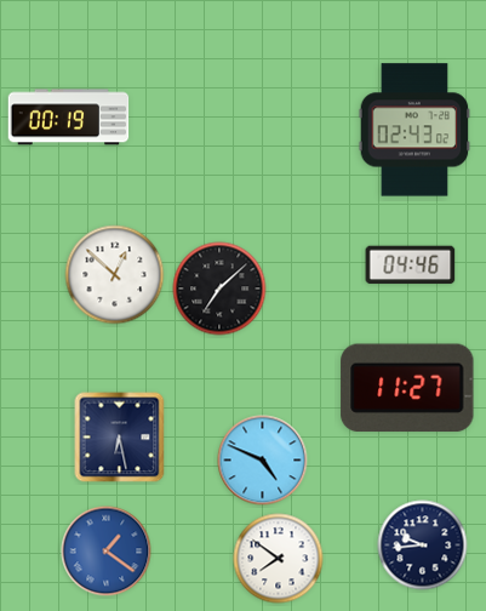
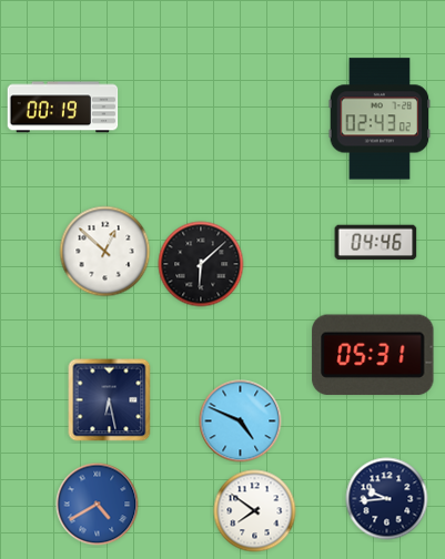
clock at (219, 289): 7:08 -> 6:08
clock at (407, 388): 11:27 -> 05:31
clock at (107, 552): 1:21 -> 4:40
